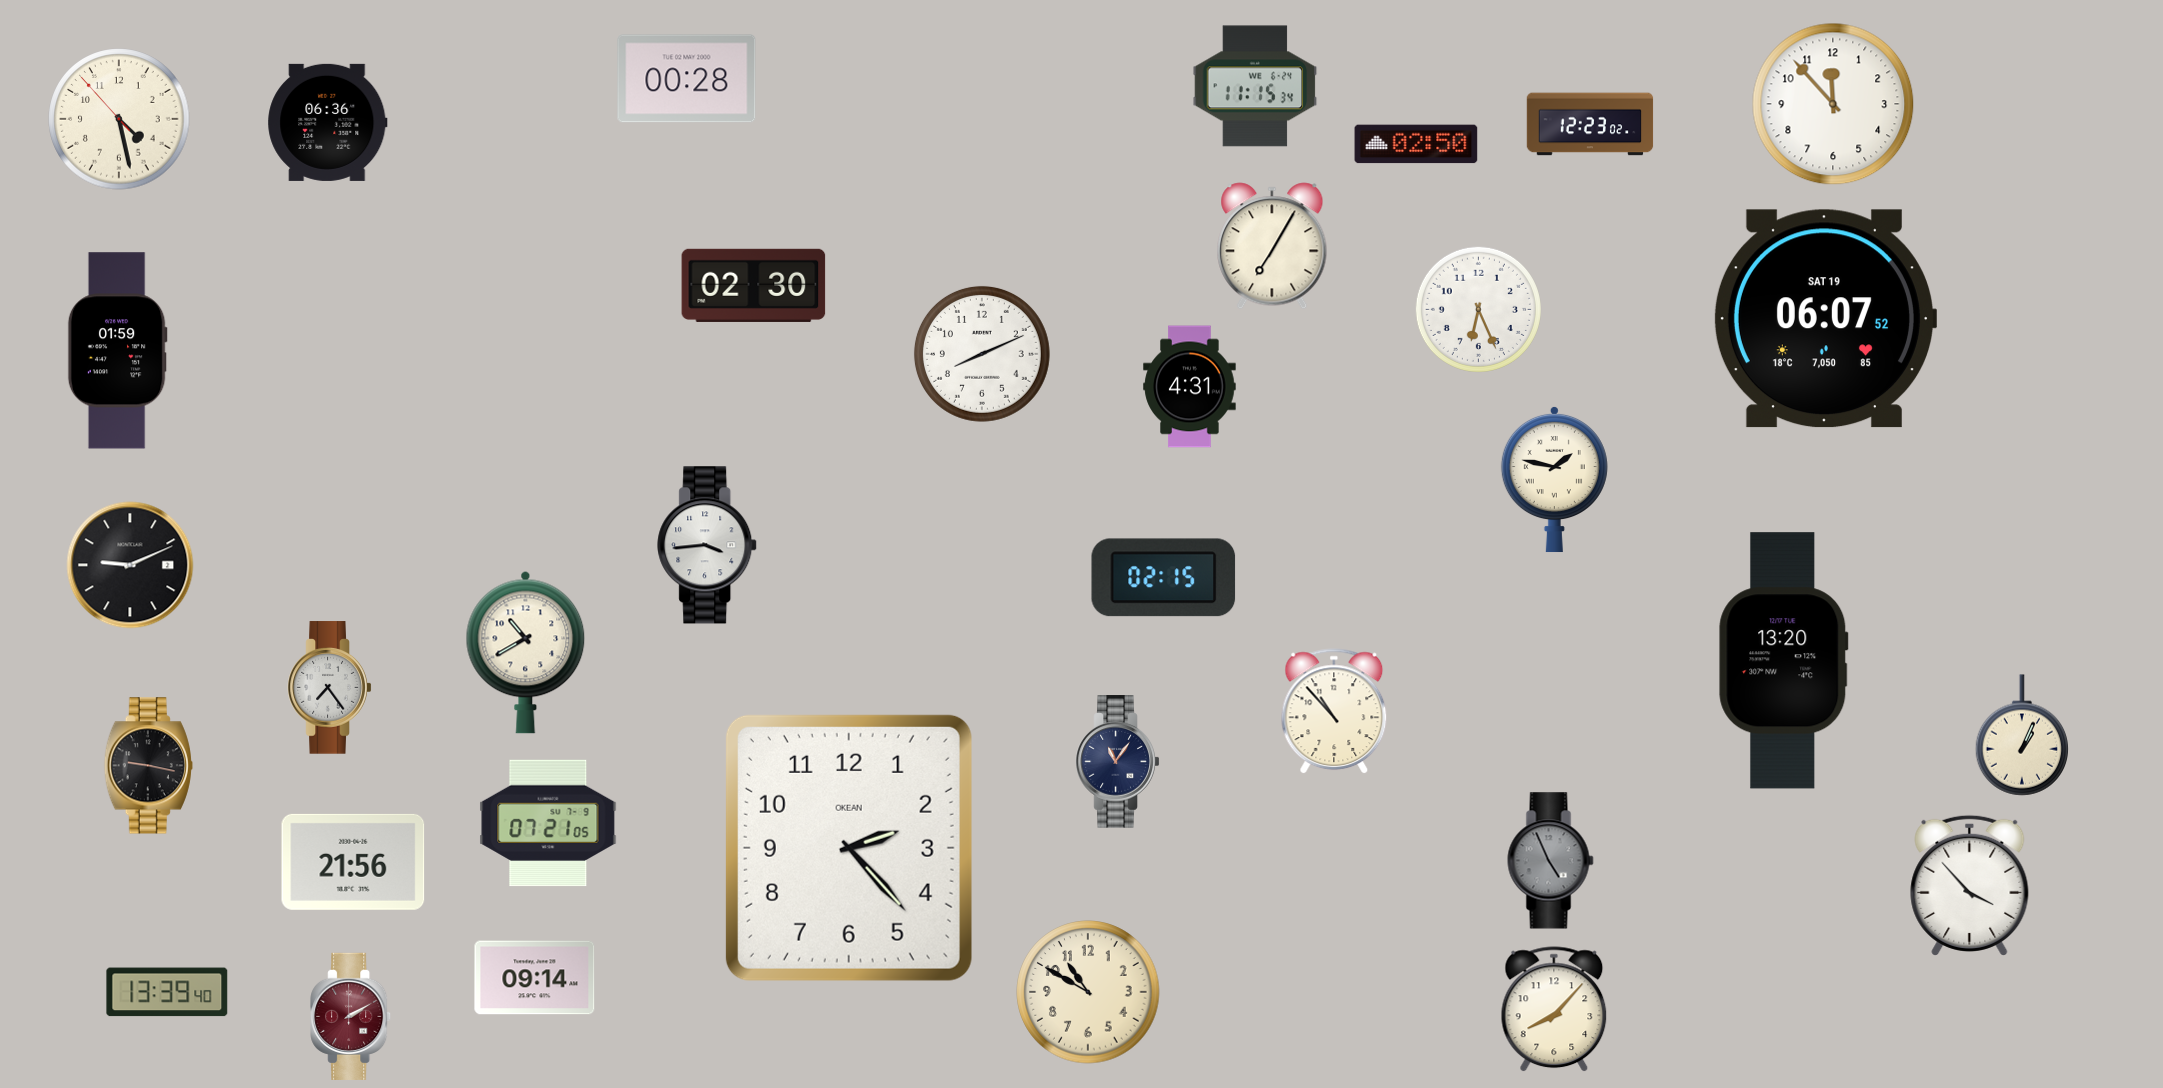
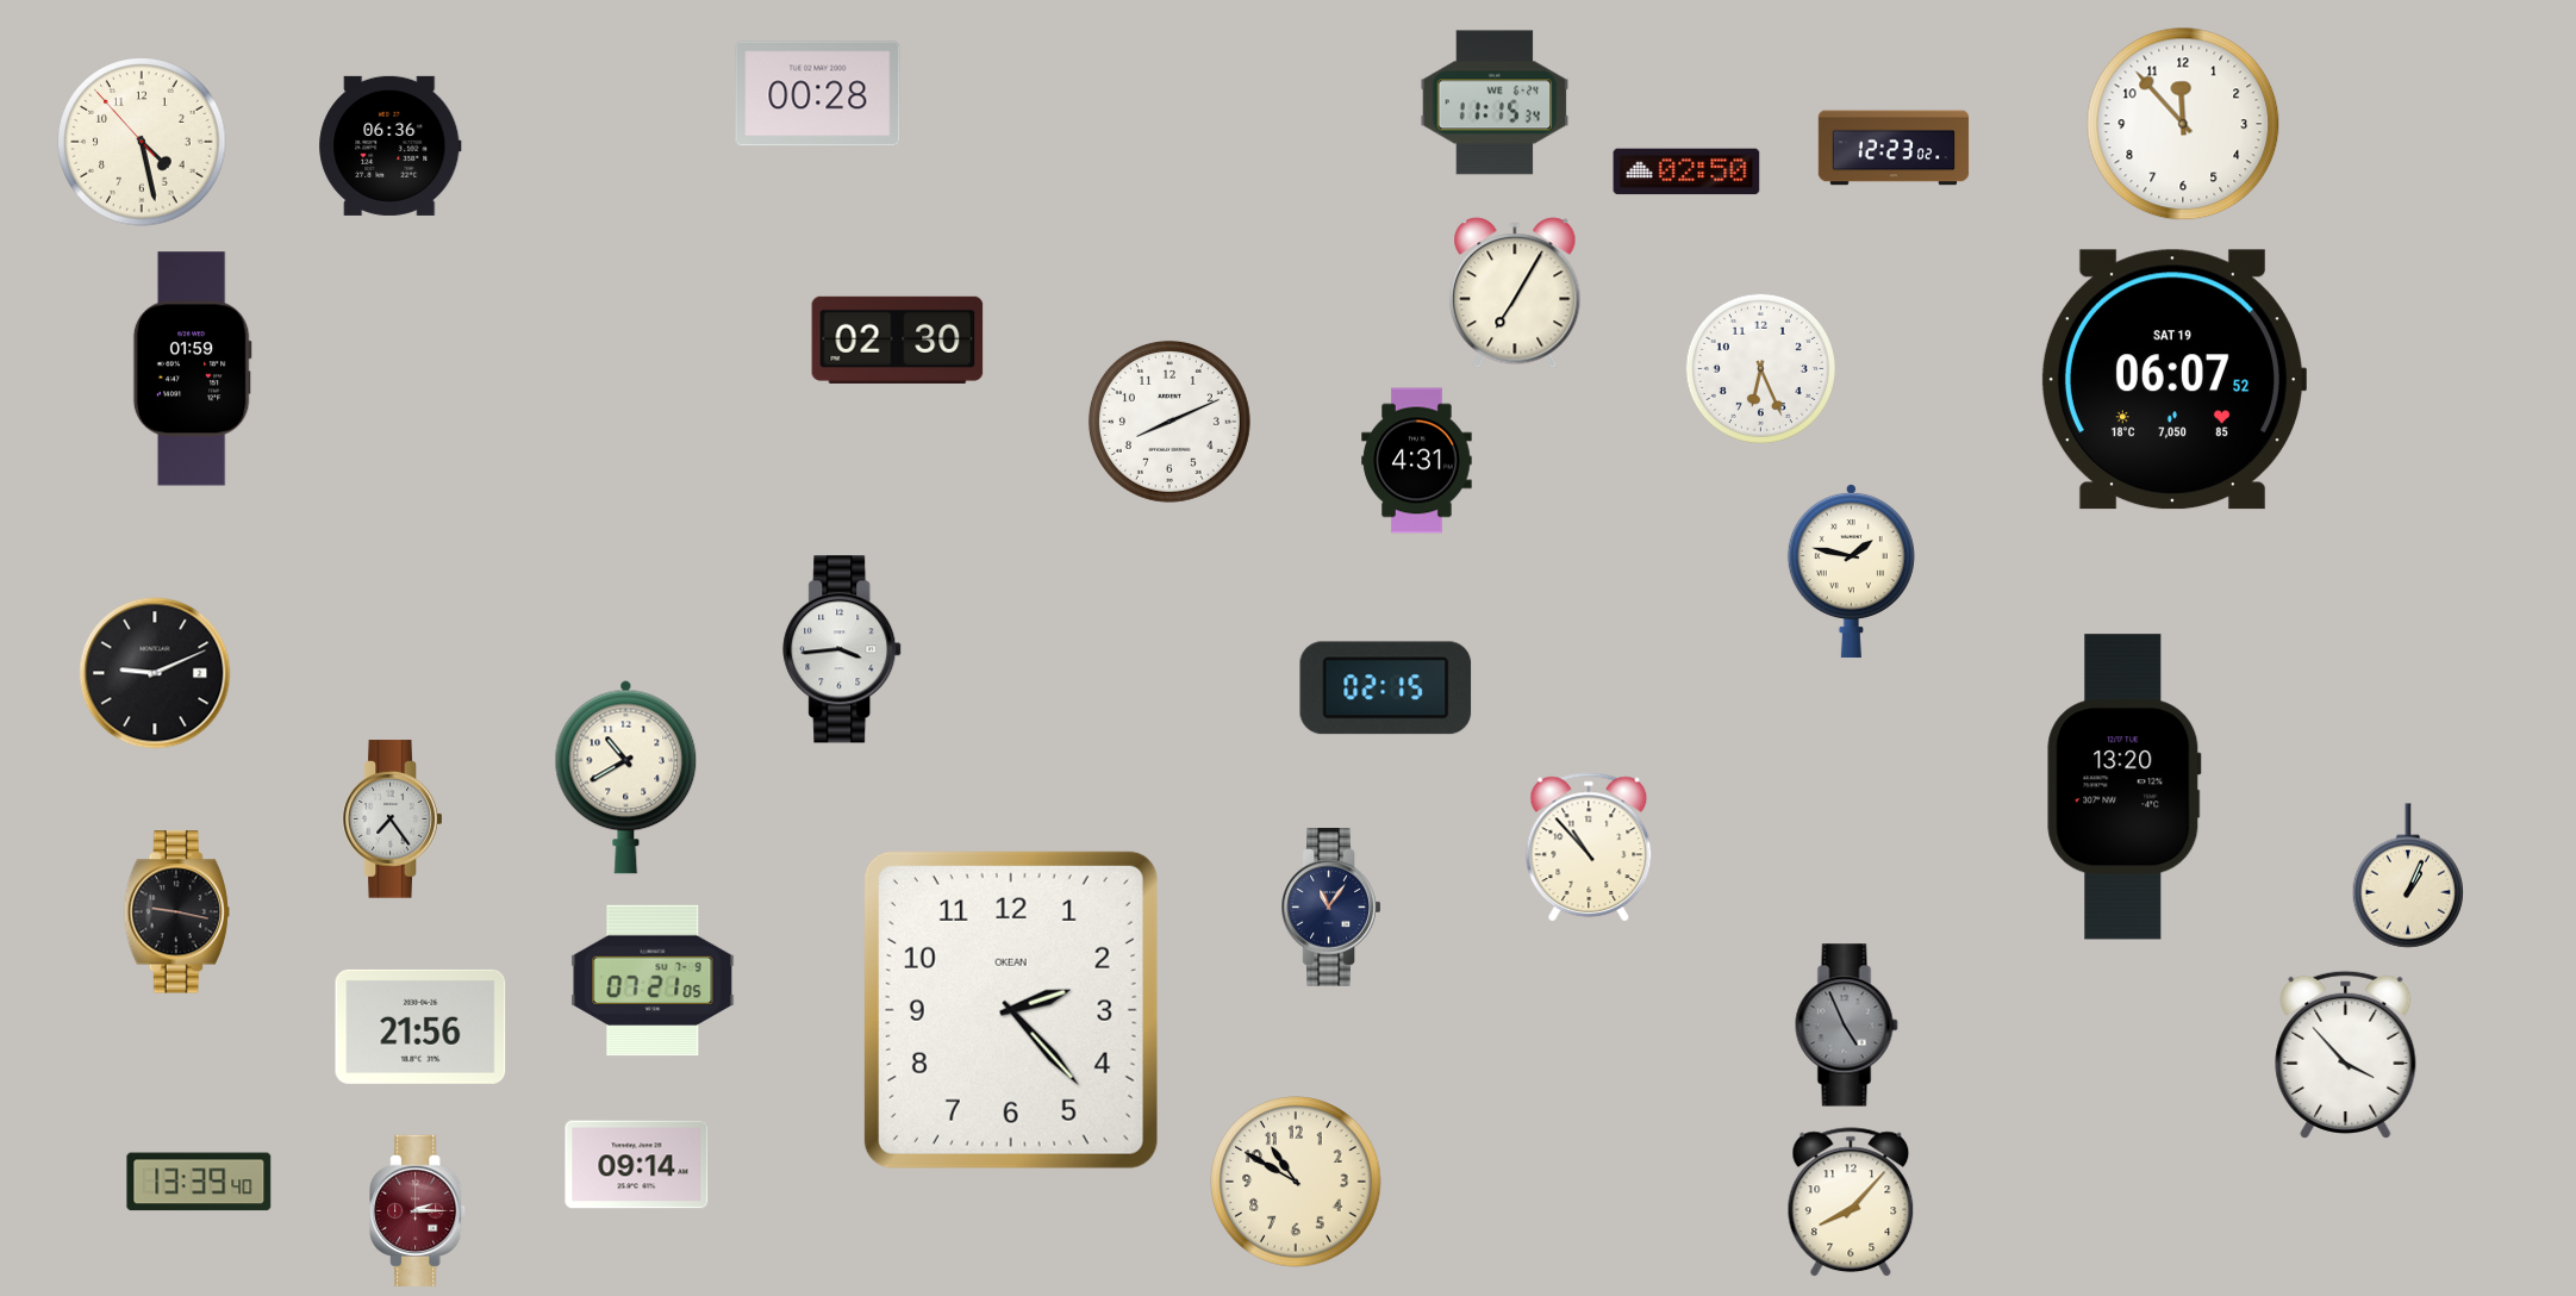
clock at (117, 351) position: (117, 351) -> (192, 369)
clock at (351, 1016): 2:10 -> 2:15
